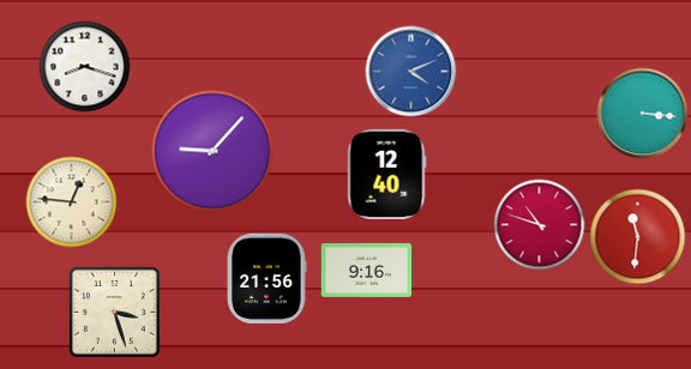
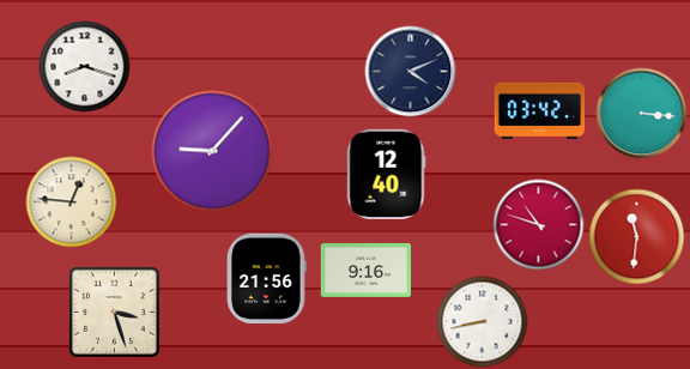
clock at (411, 72) dial: blue -> navy
clock at (540, 111): none -> 03:42
clock at (483, 322): none -> 8:43
